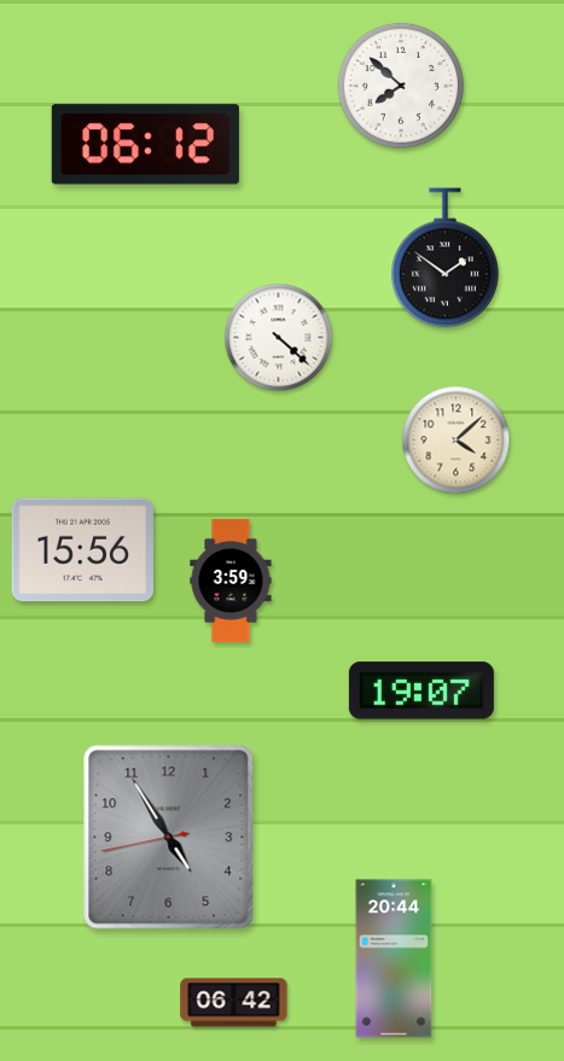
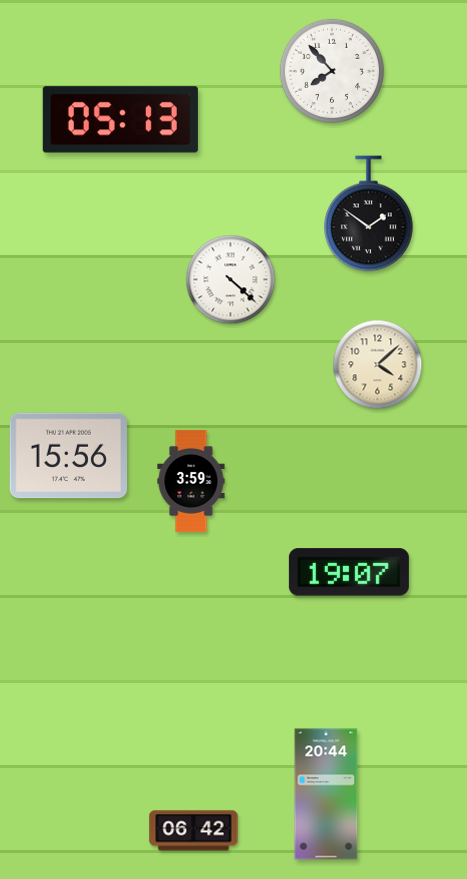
clock at (400, 84): 7:52 -> 7:53
clock at (145, 145): 06:12 -> 05:13
clock at (169, 838): 4:54 -> none
